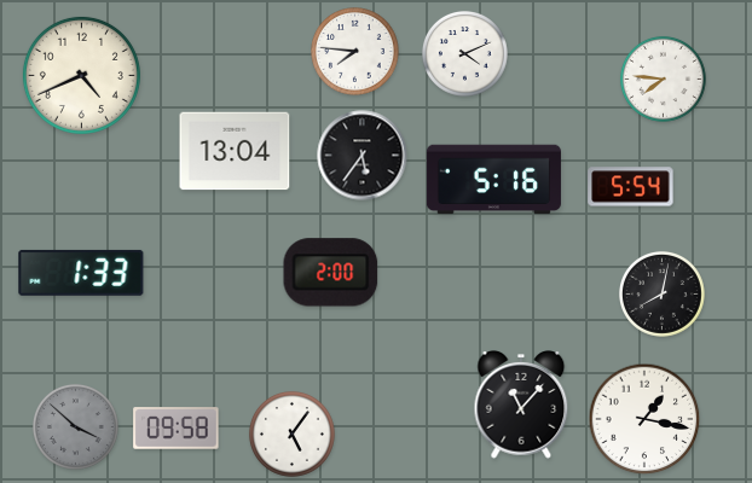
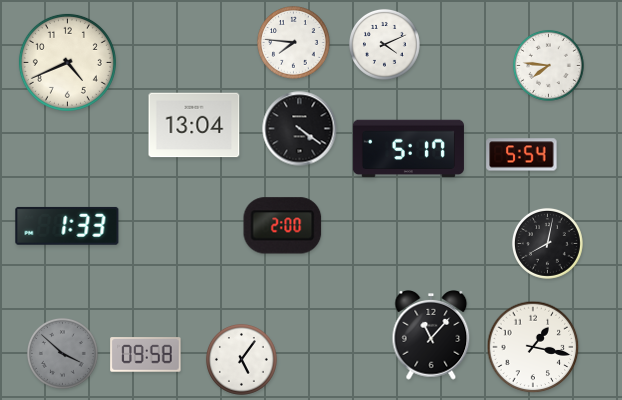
clock at (363, 156): 5:36 -> 4:21
clock at (493, 180): 5:16 -> 5:17
clock at (331, 273) position: (331, 273) -> (283, 226)
